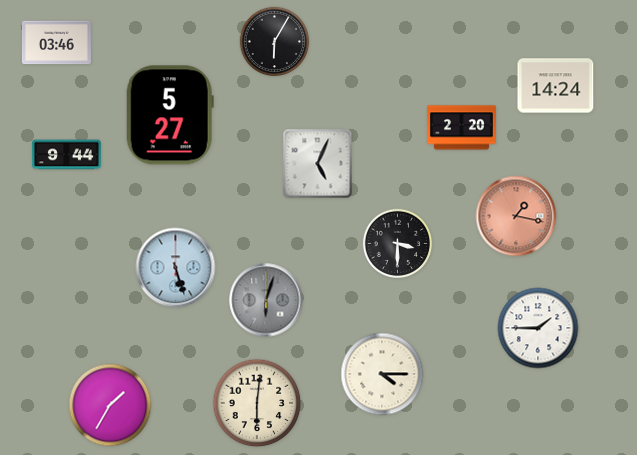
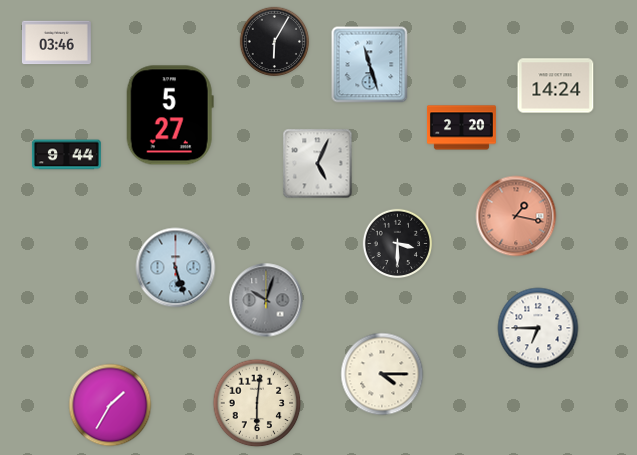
clock at (370, 65): none -> 11:27
clock at (266, 300): 6:03 -> 10:03
clock at (538, 328): 1:45 -> 6:45
